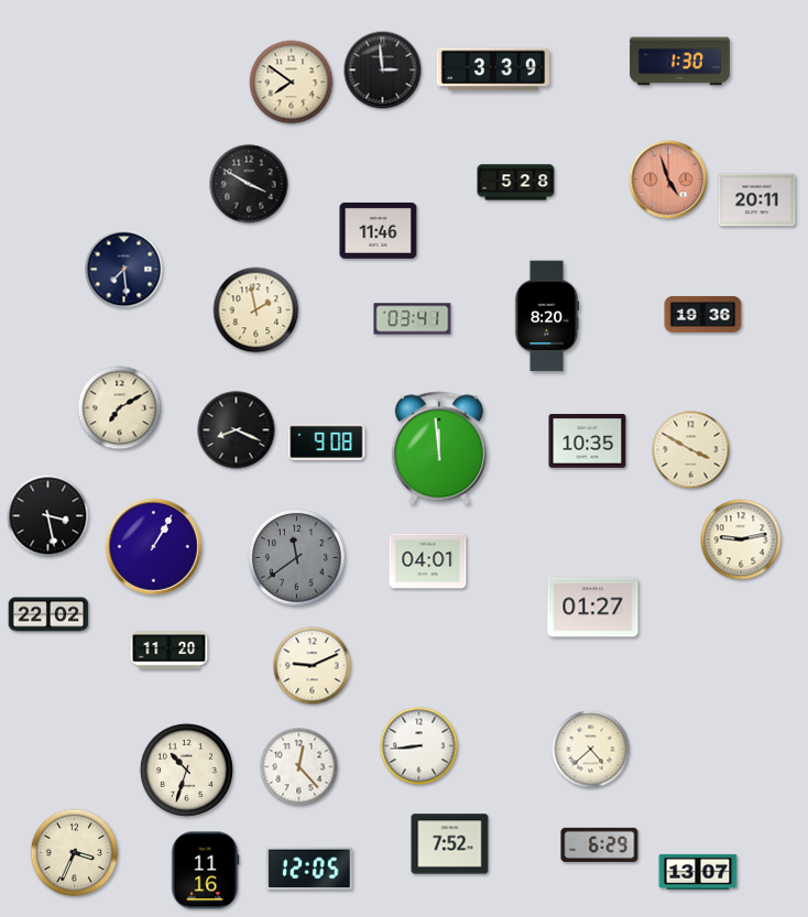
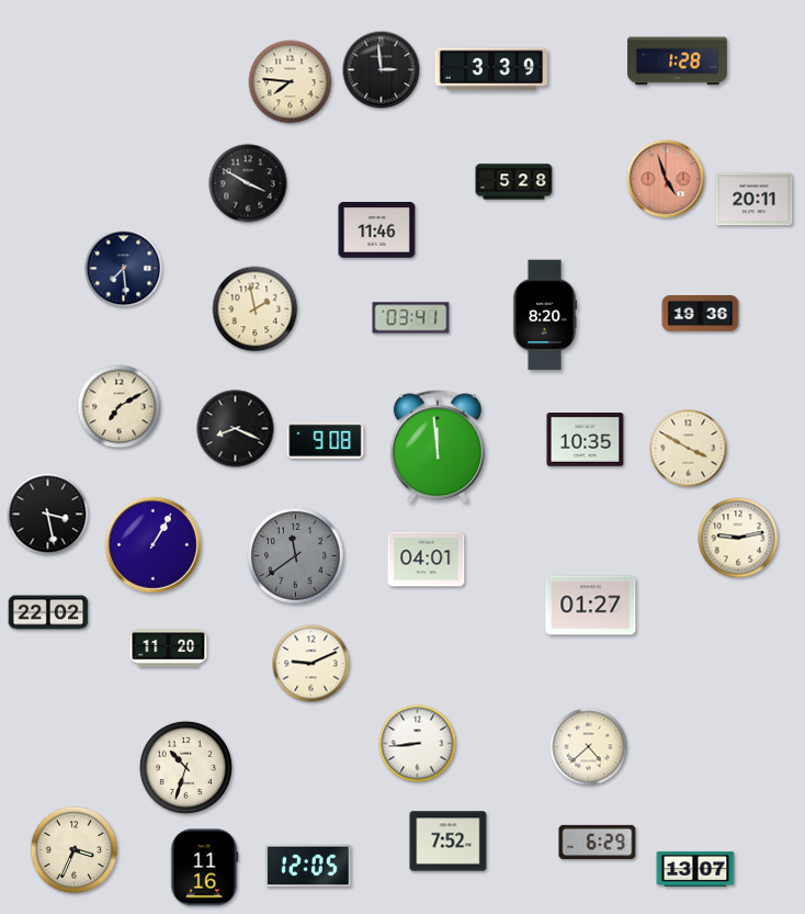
clock at (680, 62): 1:30 -> 1:28
clock at (292, 83): 7:51 -> 7:46
clock at (299, 767): 12:23 -> none
